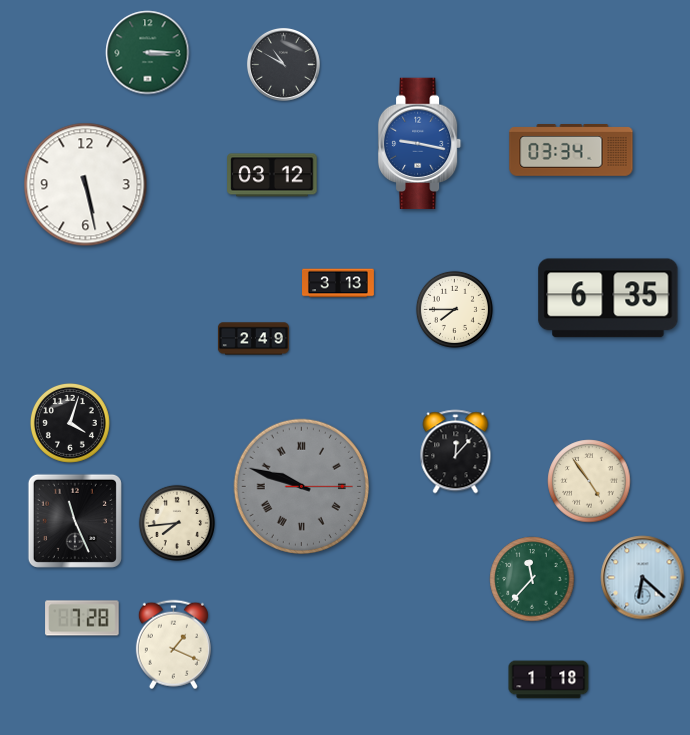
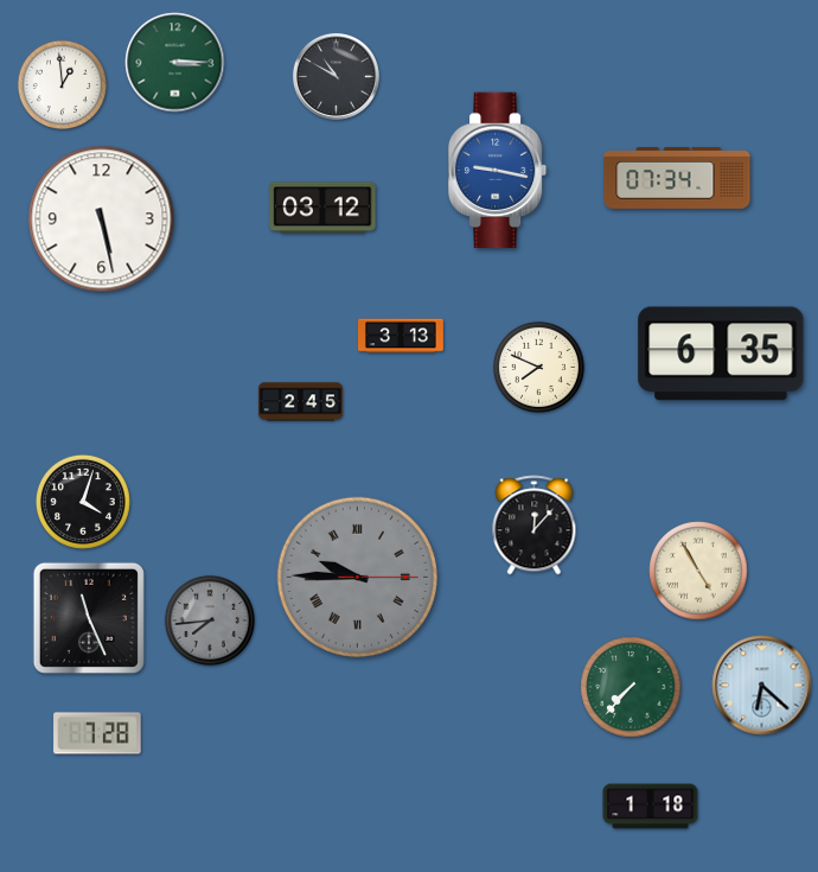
clock at (62, 84): none -> 12:59
clock at (571, 150): 03:34 -> 07:34
clock at (454, 309): 7:45 -> 7:49
clock at (253, 339): 2:49 -> 2:45
clock at (456, 452) position: (456, 452) -> (535, 526)
clock at (589, 481): 4:54 -> 4:55
clock at (301, 486): 9:48 -> 9:45
clock at (177, 523) dial: cream -> grey
clock at (532, 579): 11:37 -> 7:37
clock at (173, 645): 1:19 -> none
